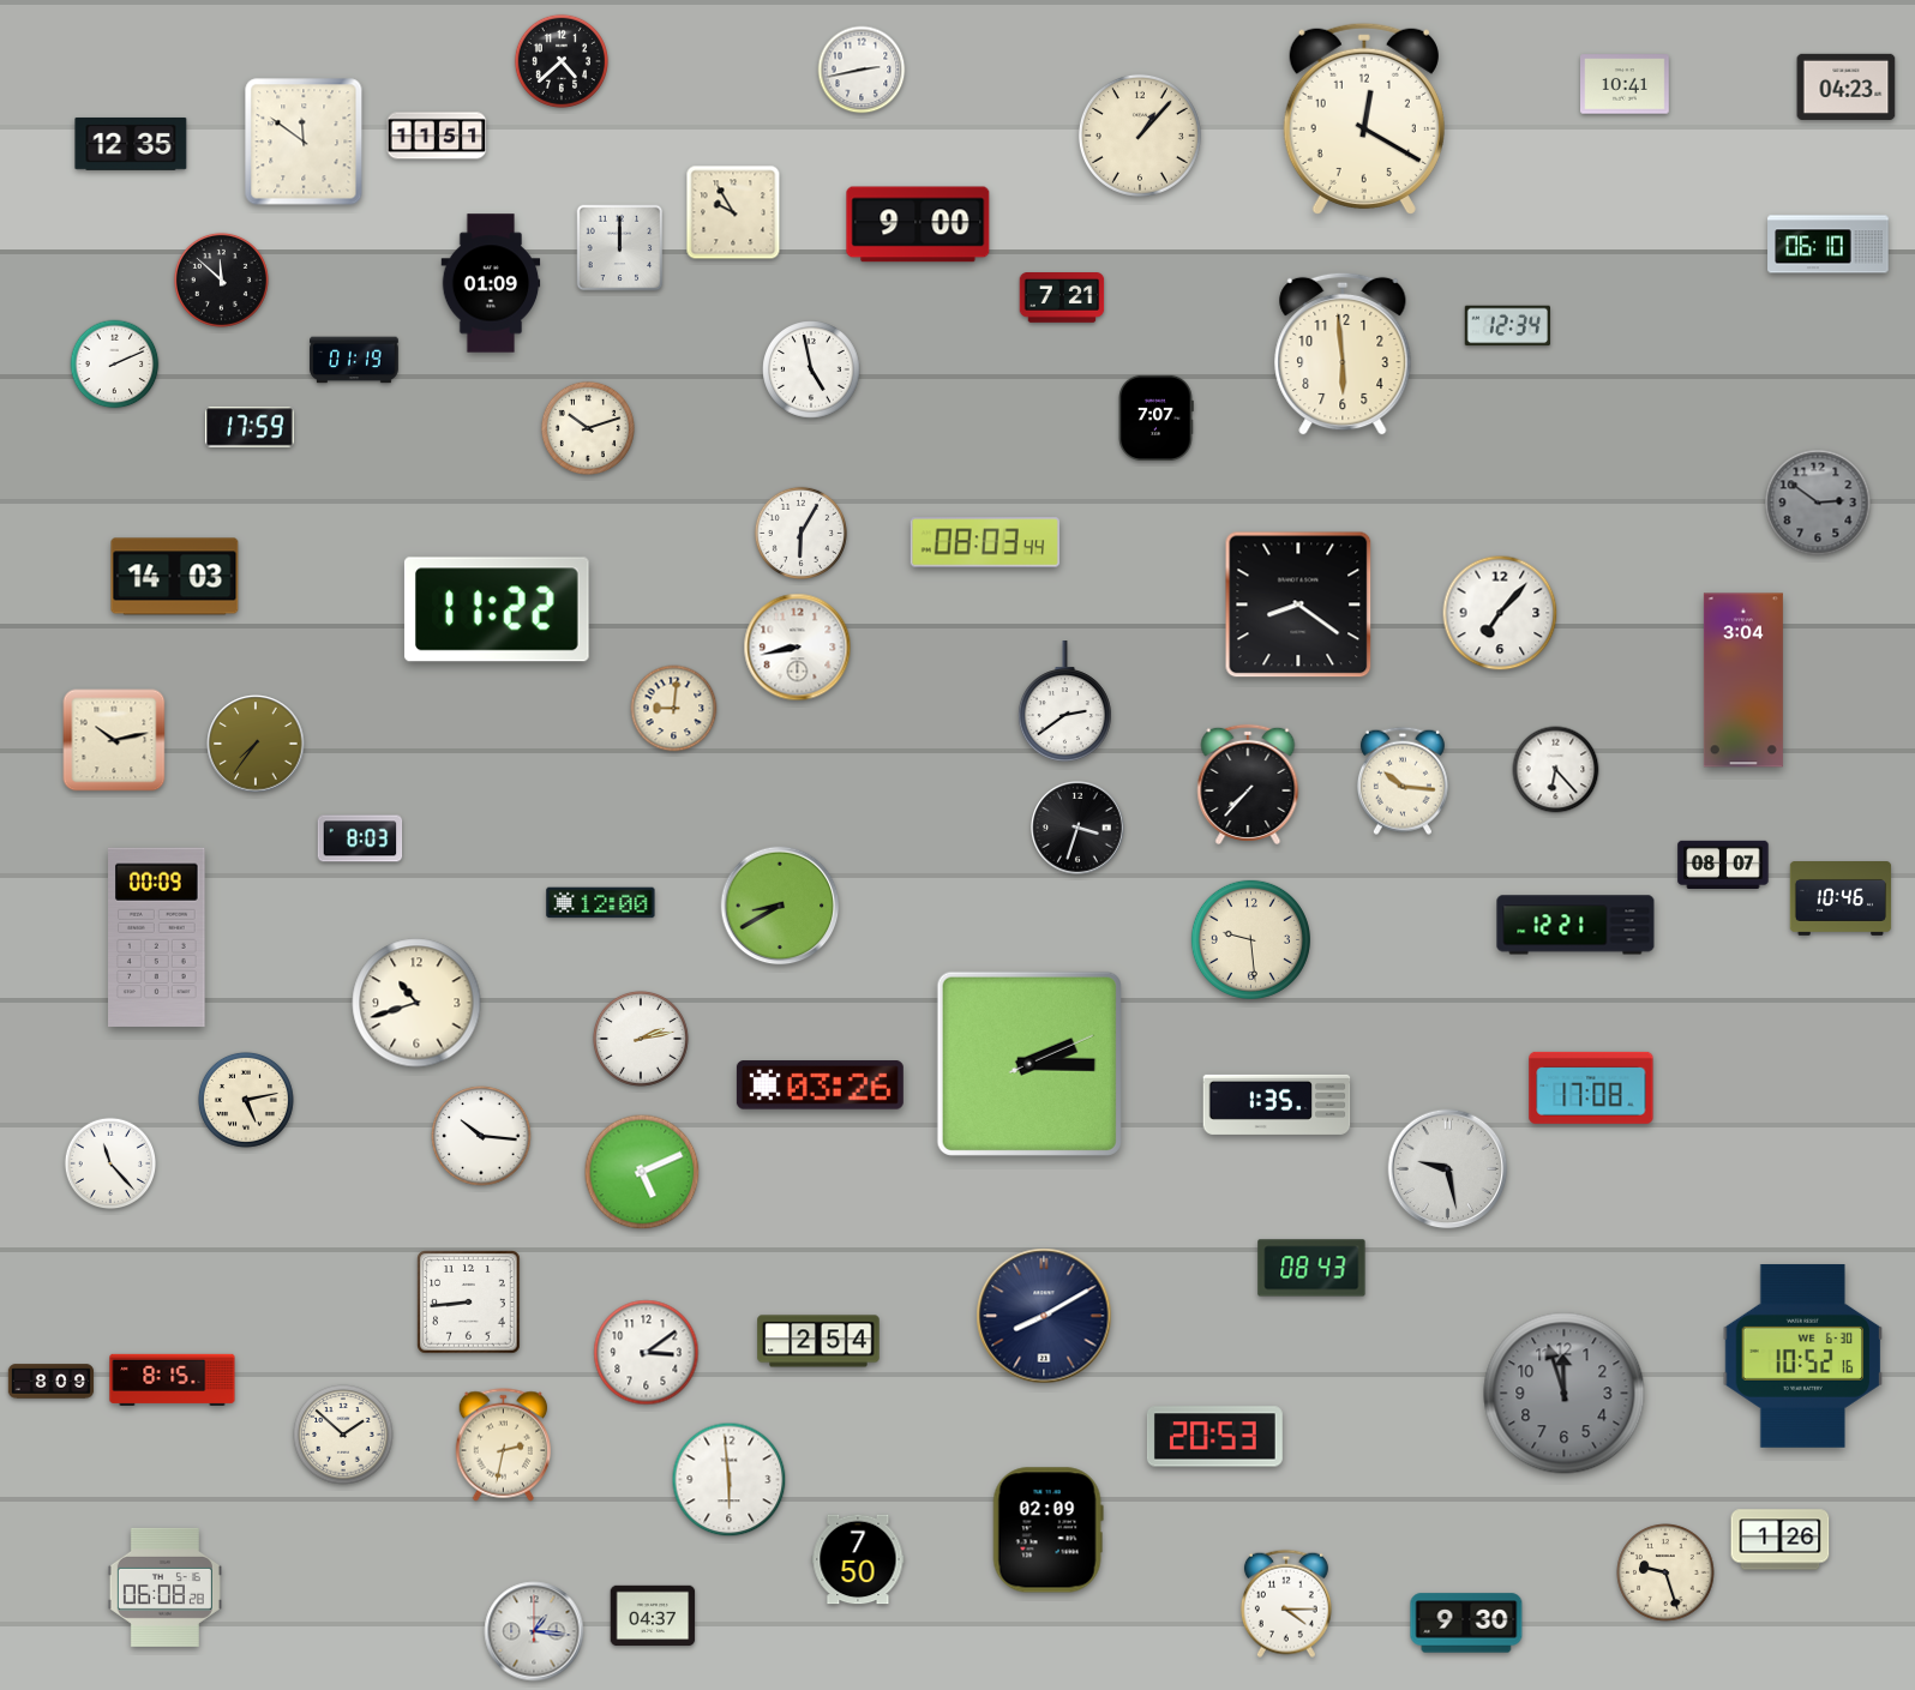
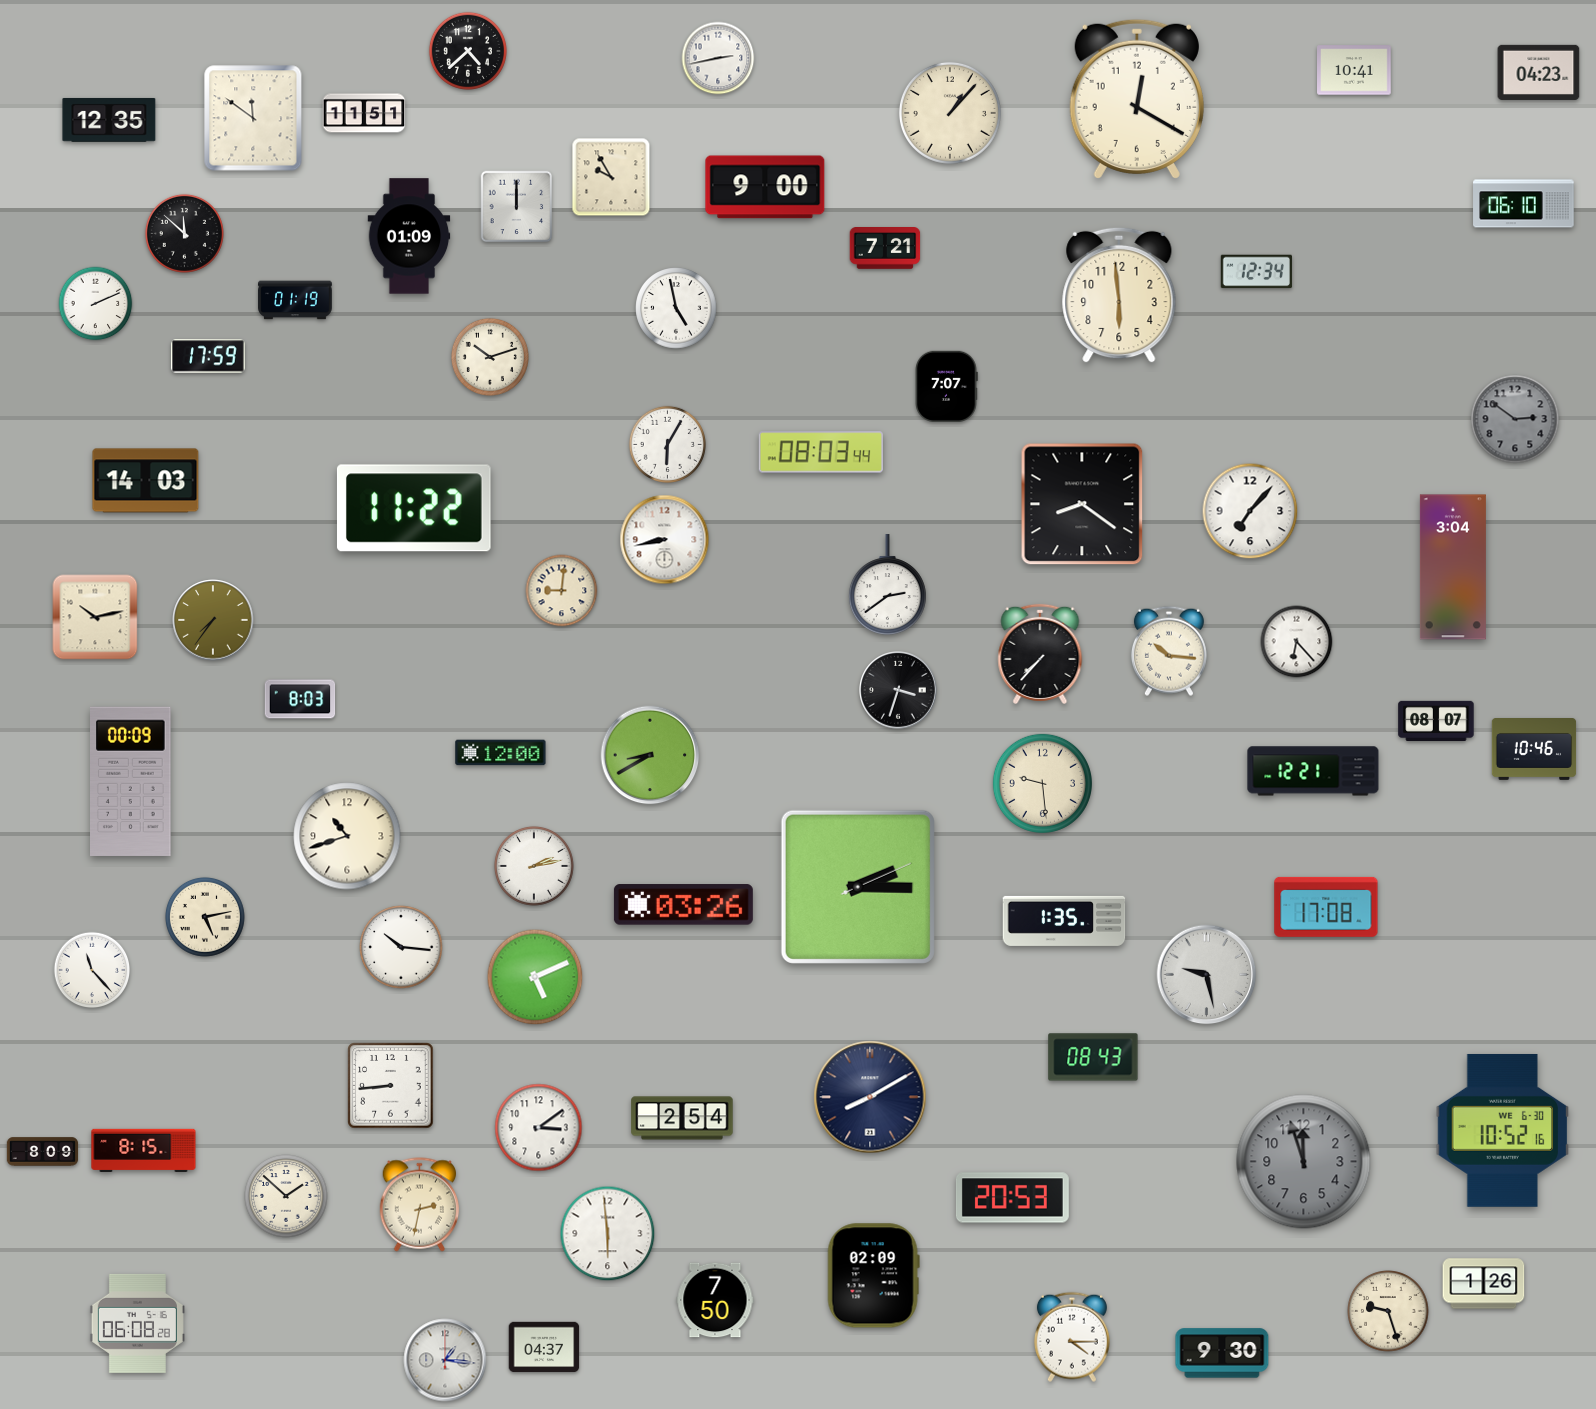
clock at (1155, 417) position: (1155, 417) -> (946, 386)
